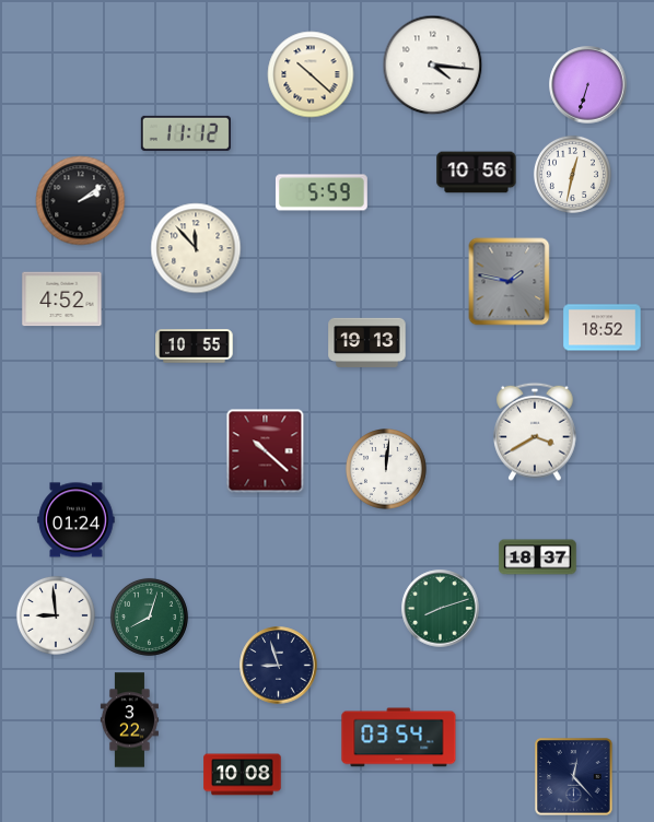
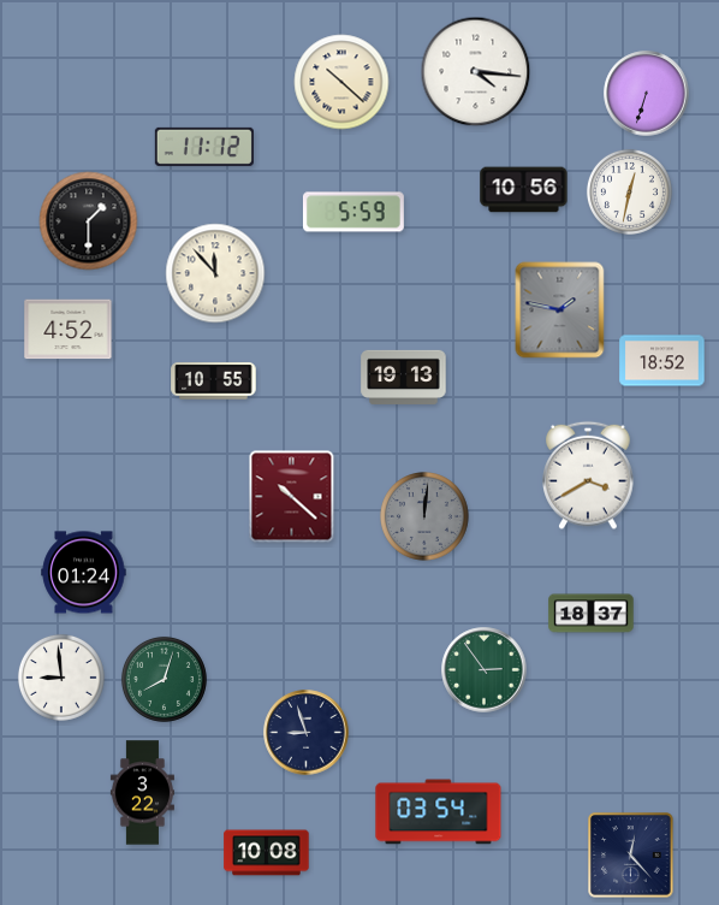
clock at (81, 201): 2:09 -> 1:30
clock at (387, 470) dial: white -> grey
clock at (441, 609): 8:12 -> 2:54
